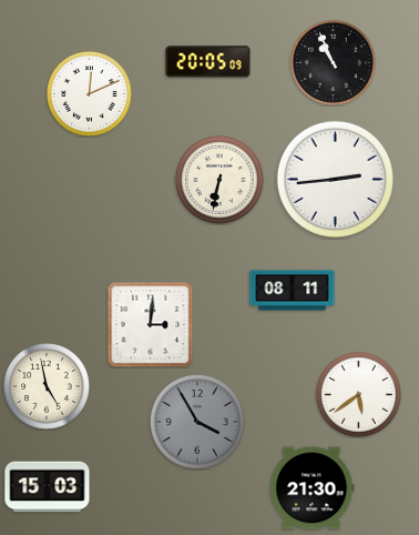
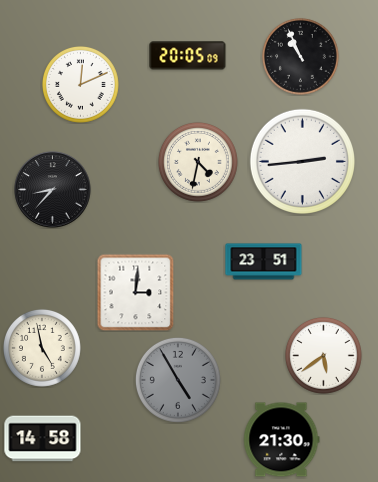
clock at (219, 180): 6:32 -> 4:32
clock at (53, 190): none -> 8:37
clock at (293, 291): 08:11 -> 23:51
clock at (197, 422): 3:55 -> 4:55
clock at (48, 487): 15:03 -> 14:58
